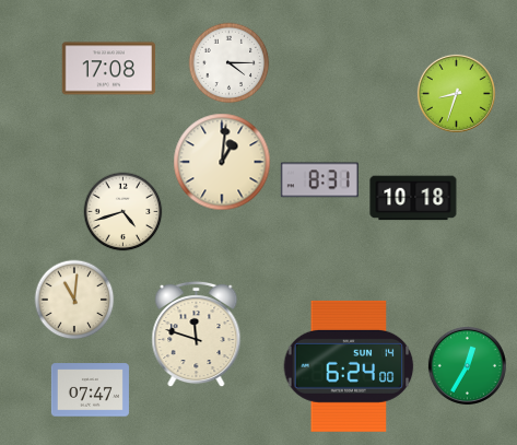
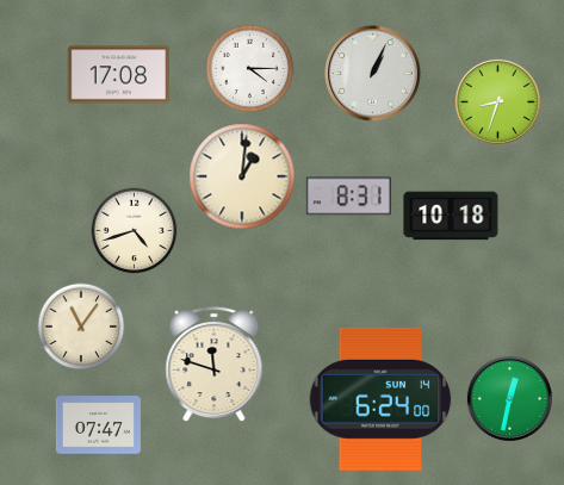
clock at (373, 74): none -> 1:04
clock at (74, 300): 11:01 -> 11:06
clock at (467, 365): 12:35 -> 12:32
